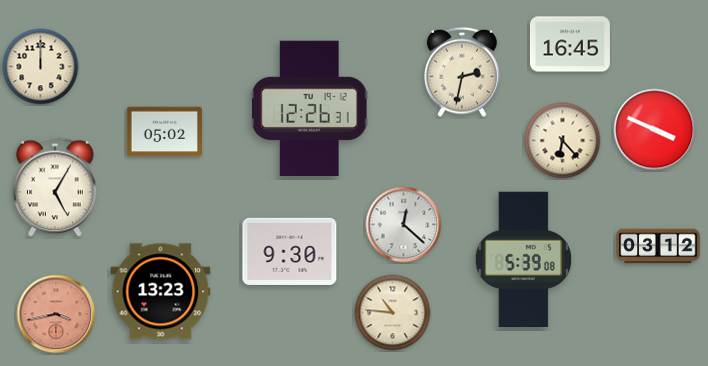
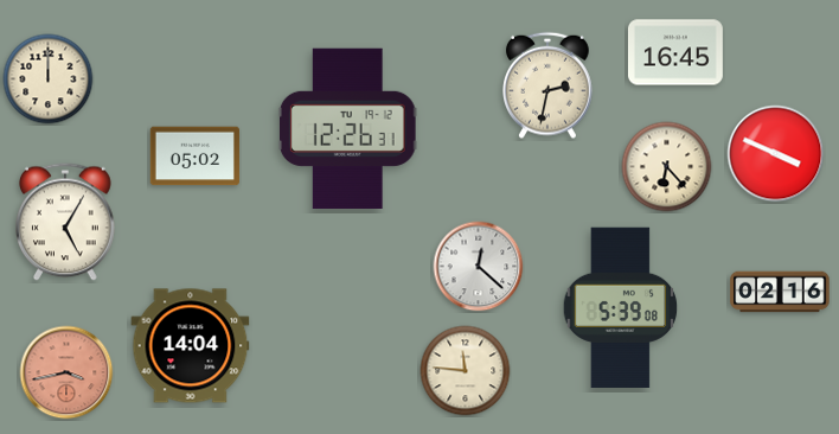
clock at (309, 109) position: (309, 109) -> (347, 129)
clock at (658, 246): 03:12 -> 02:16
clock at (290, 251): 9:30 -> none
clock at (161, 292): 13:23 -> 14:04
clock at (393, 313): 10:46 -> 11:46
